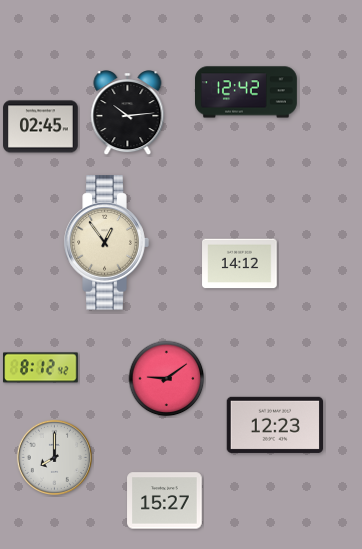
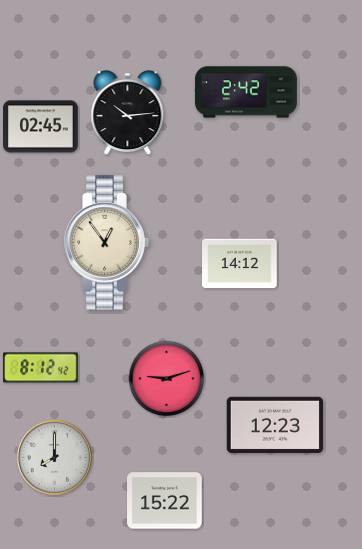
clock at (247, 92): 12:42 -> 2:42
clock at (167, 379): 9:09 -> 9:12
clock at (165, 501): 15:27 -> 15:22
